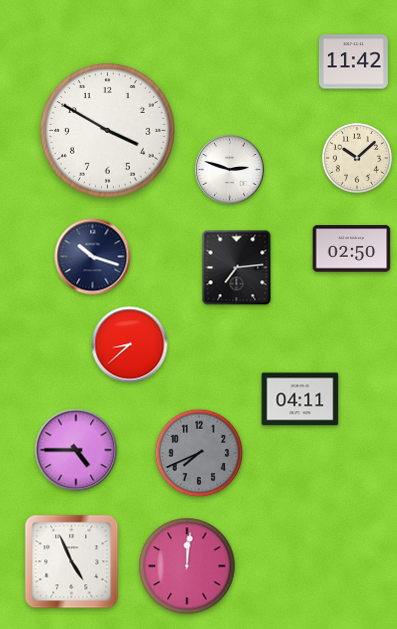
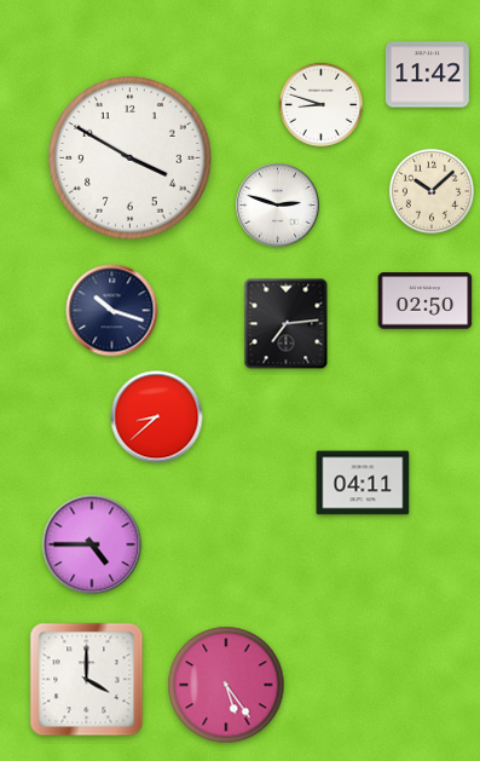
clock at (320, 104): none -> 8:48
clock at (199, 453): 7:41 -> none
clock at (72, 562): 4:56 -> 4:00
clock at (187, 566): 12:01 -> 5:24
